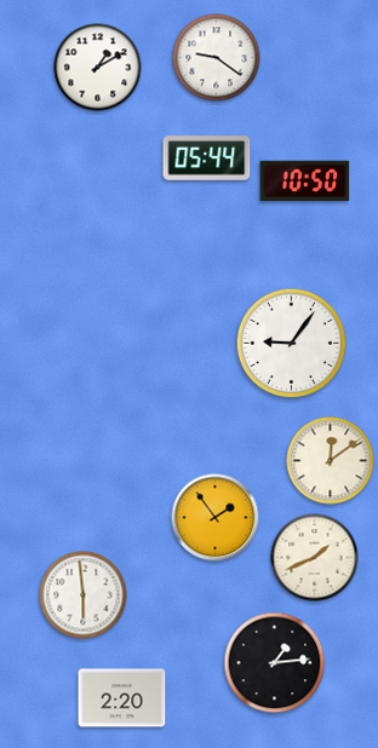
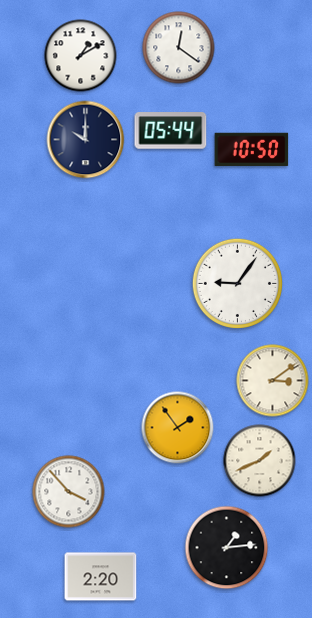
clock at (217, 58): 9:21 -> 12:21
clock at (86, 140): none -> 10:00
clock at (291, 343) position: (291, 343) -> (237, 283)
clock at (331, 461): 12:09 -> 3:09
clock at (84, 595): 5:59 -> 3:53
